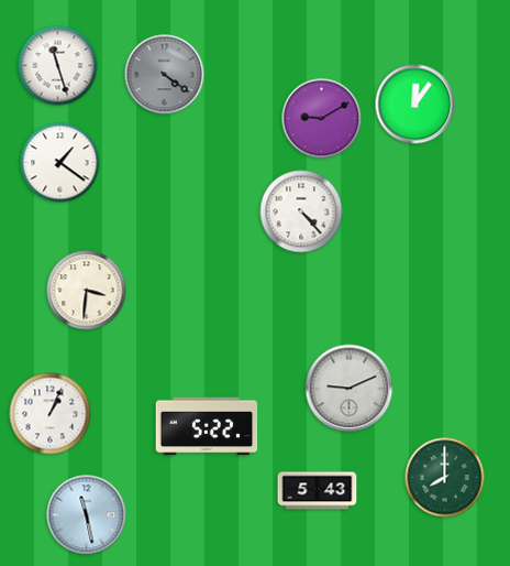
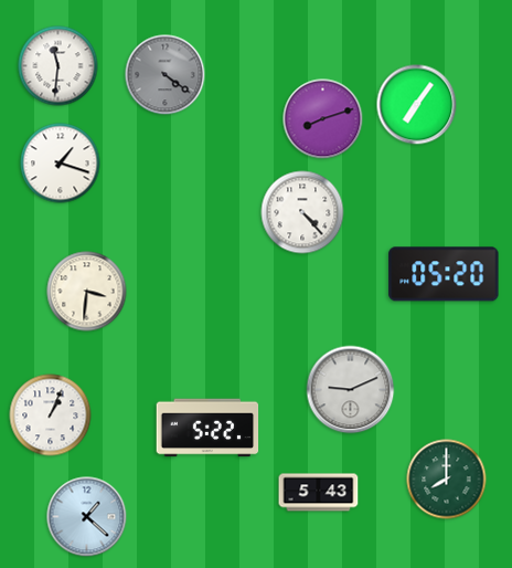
clock at (58, 66): 11:27 -> 11:31
clock at (415, 105): 12:06 -> 7:06
clock at (322, 119): 9:10 -> 8:12
clock at (60, 163): 1:21 -> 1:18
clock at (444, 274): none -> 05:20
clock at (87, 515): 11:28 -> 1:22
